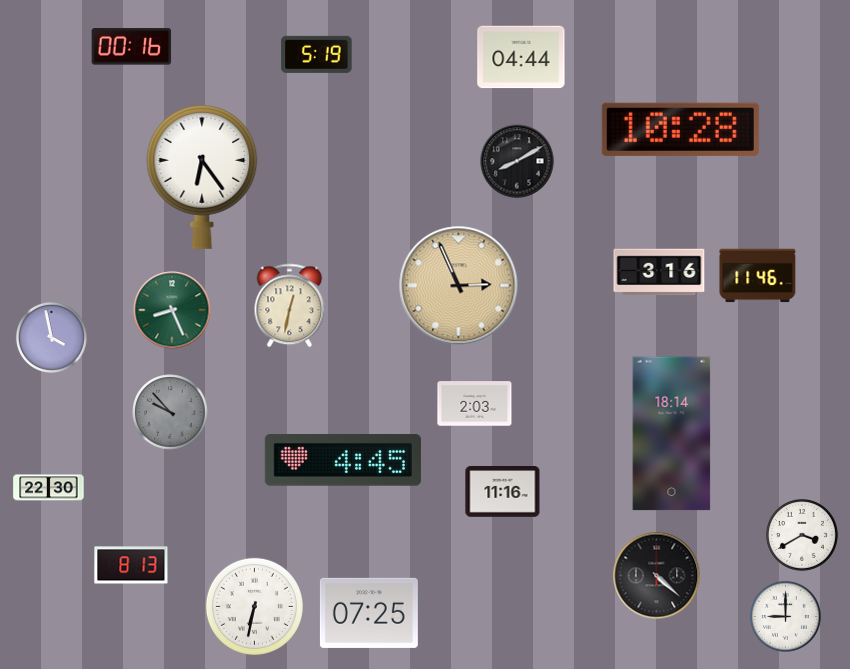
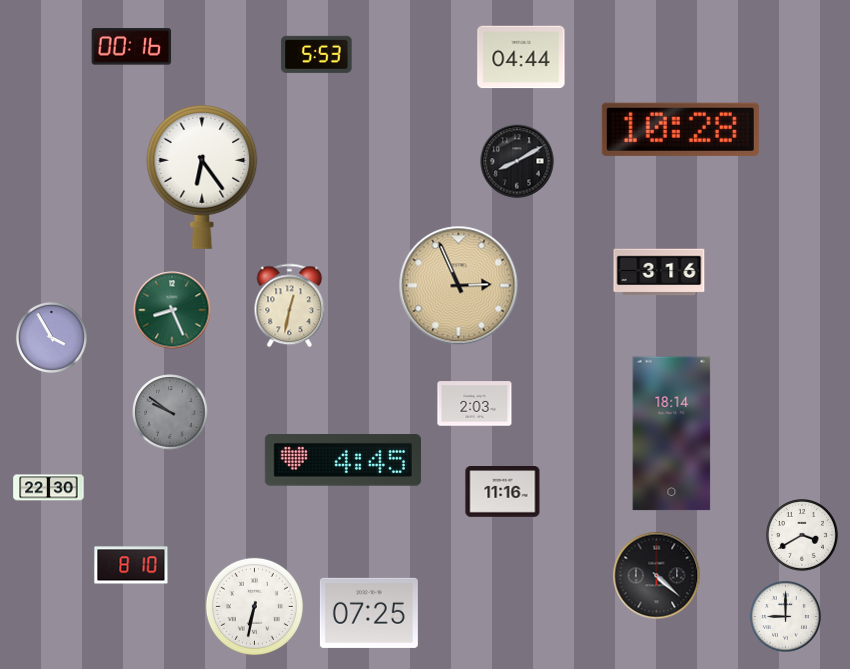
clock at (317, 54): 5:19 -> 5:53
clock at (758, 276): 11:46 -> none
clock at (51, 337): 3:58 -> 3:55
clock at (170, 412): 9:53 -> 9:51
clock at (131, 565): 8:13 -> 8:10
